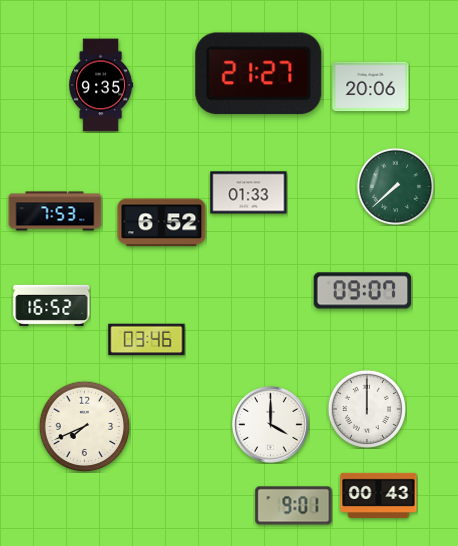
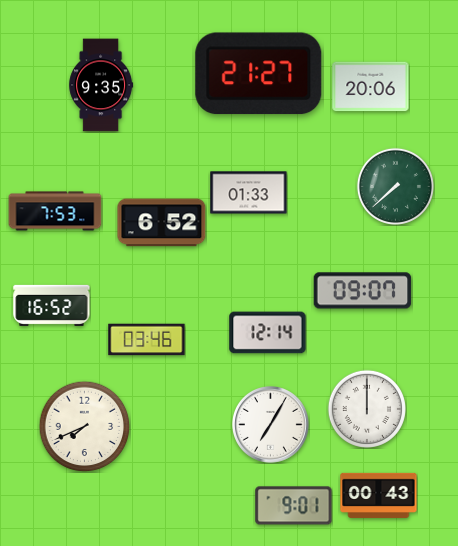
clock at (268, 333): none -> 12:14
clock at (271, 425): 4:00 -> 7:05
